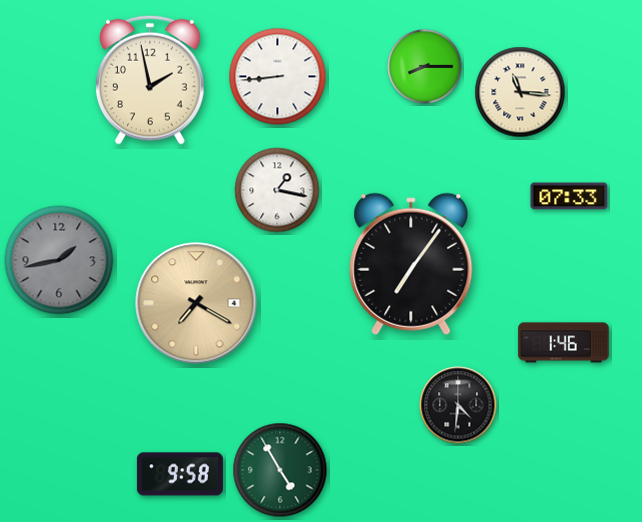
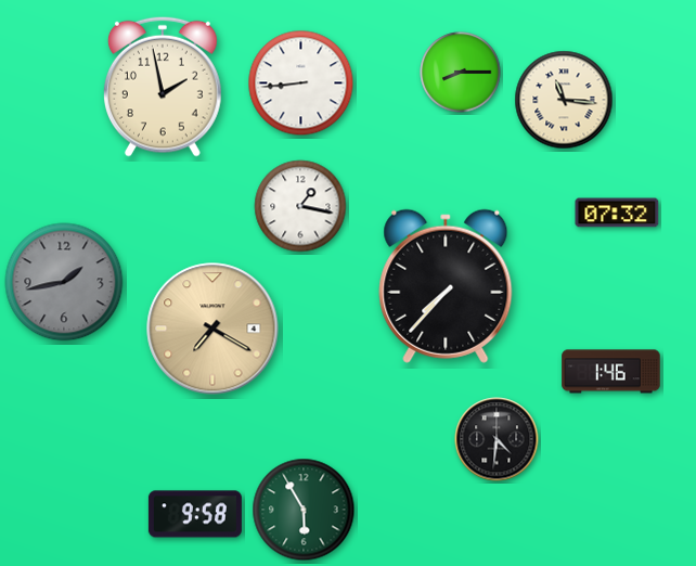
clock at (569, 196): 07:33 -> 07:32
clock at (411, 264): 7:06 -> 7:37
clock at (280, 470): 4:55 -> 5:55
